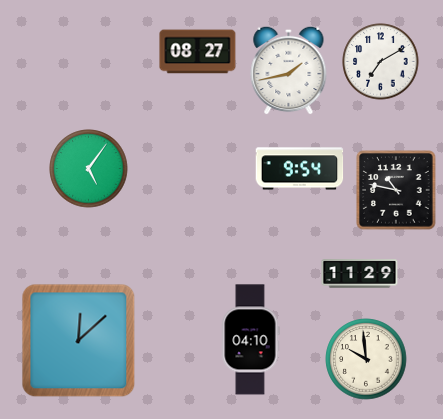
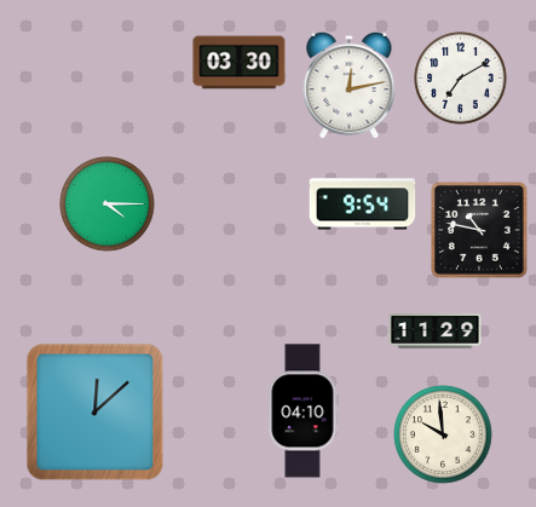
clock at (198, 52): 08:27 -> 03:30
clock at (381, 62) position: (381, 62) -> (461, 79)
clock at (289, 70): 1:43 -> 12:13
clock at (89, 169): 5:06 -> 4:15
